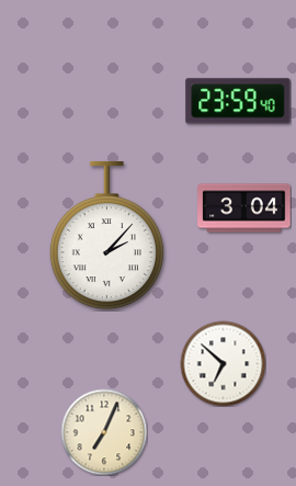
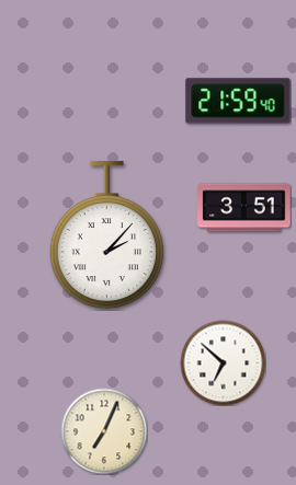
clock at (238, 101): 23:59 -> 21:59
clock at (244, 208): 3:04 -> 3:51
